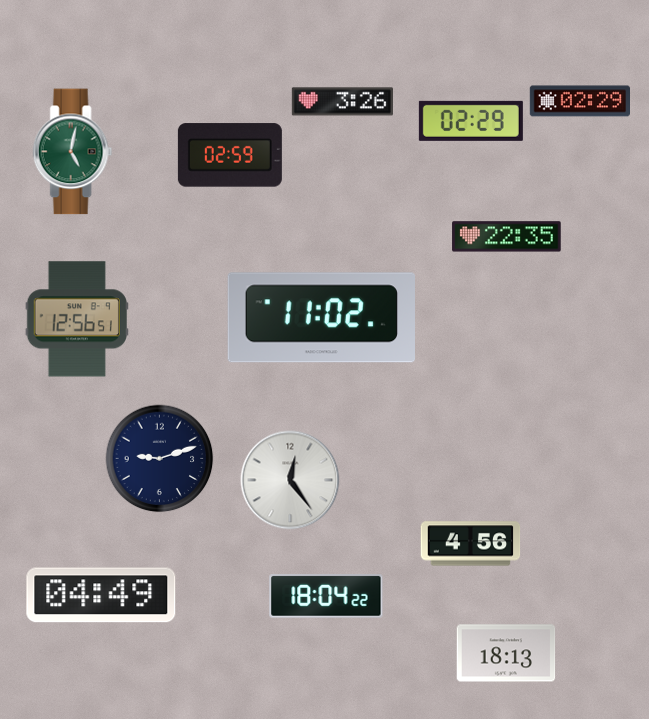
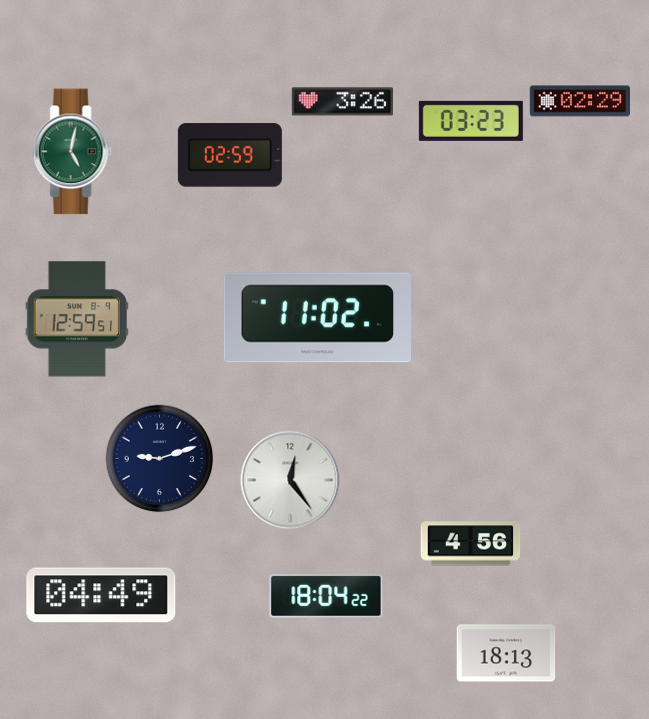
clock at (471, 121): 02:29 -> 03:23
clock at (507, 237): 22:35 -> none
clock at (321, 318) position: (321, 318) -> (317, 318)
clock at (77, 319): 12:56 -> 12:59
